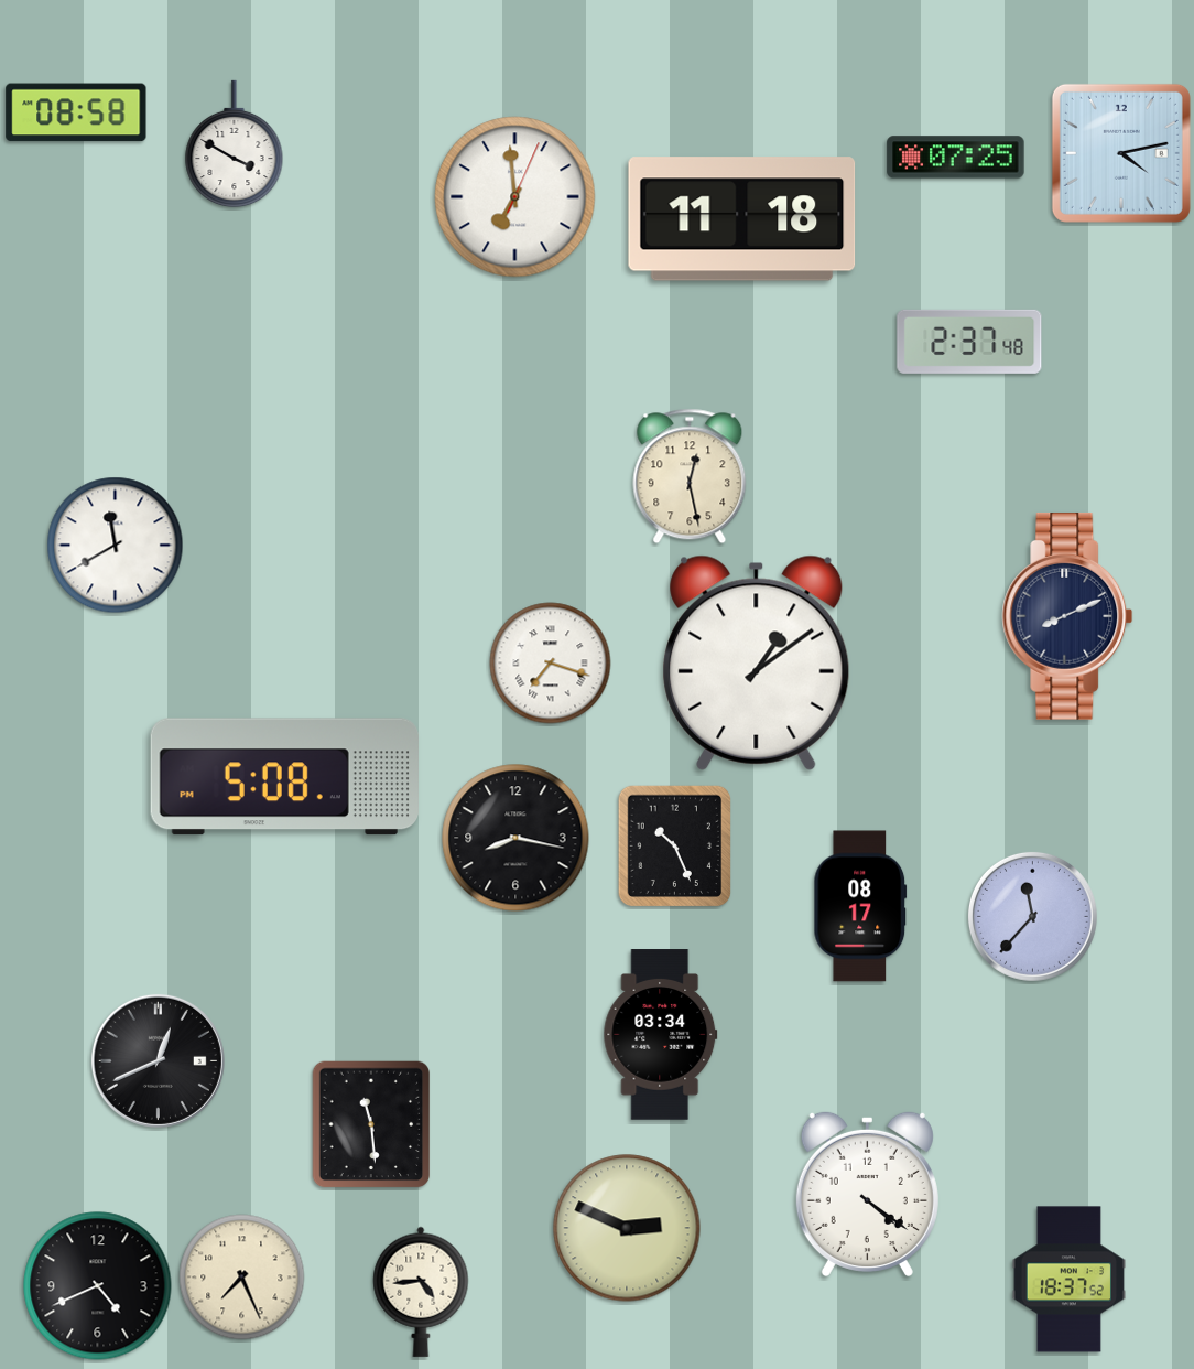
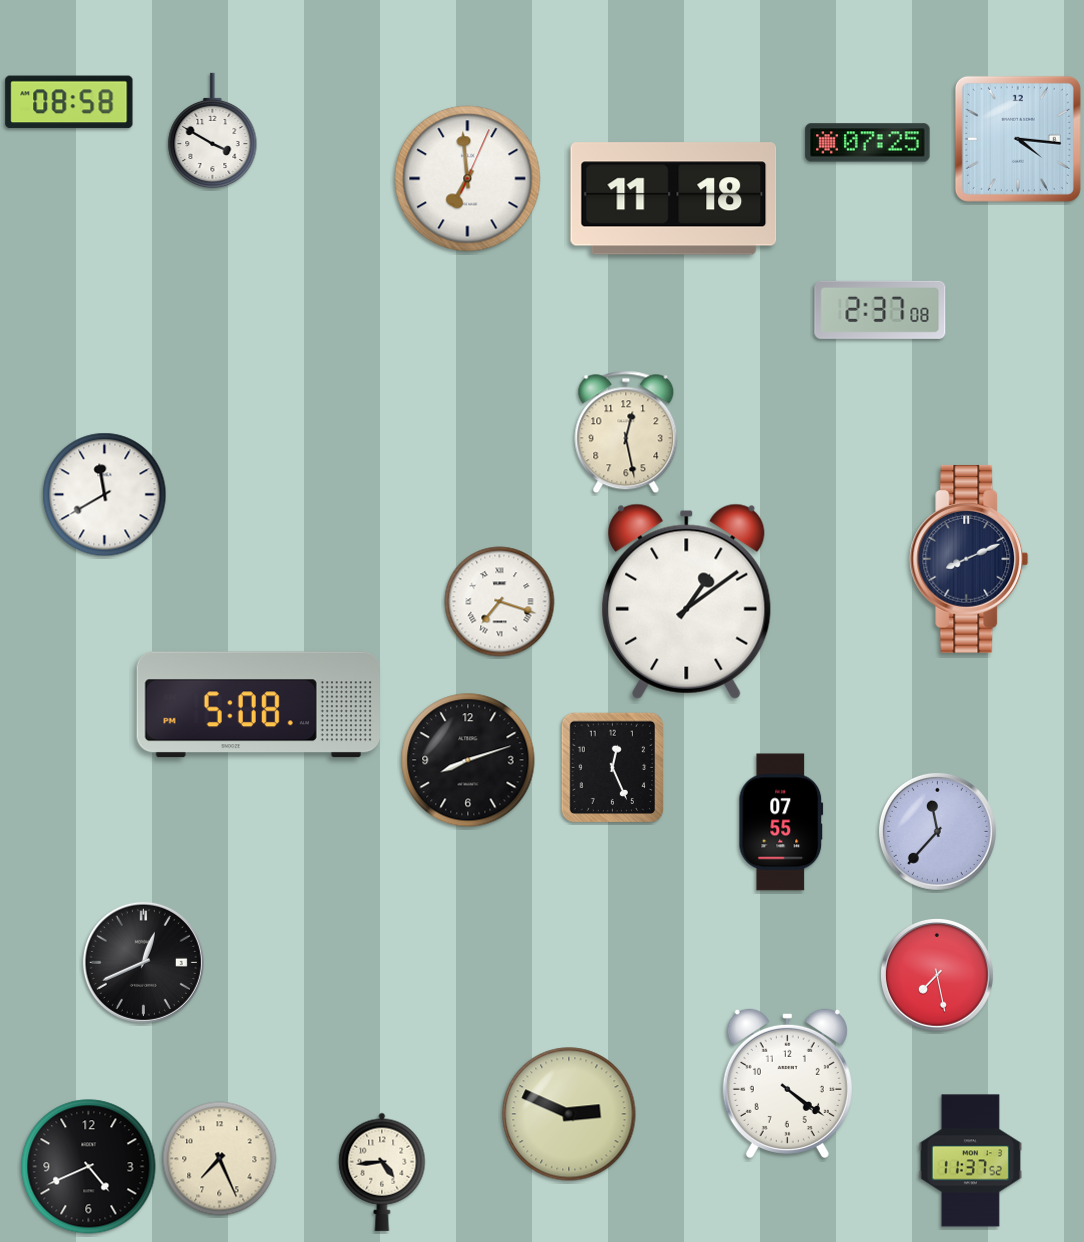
clock at (1121, 153): 4:13 -> 4:16
clock at (969, 342): 2:37:48 -> 2:37:08
clock at (515, 838): 8:17 -> 8:12
clock at (675, 847): 10:26 -> 12:26
clock at (860, 906): 08:17 -> 07:55
clock at (661, 1035): 03:34 -> none
clock at (938, 976): none -> 7:28
clock at (371, 1124): 11:29 -> none
clock at (1068, 1280): 18:37 -> 11:37
